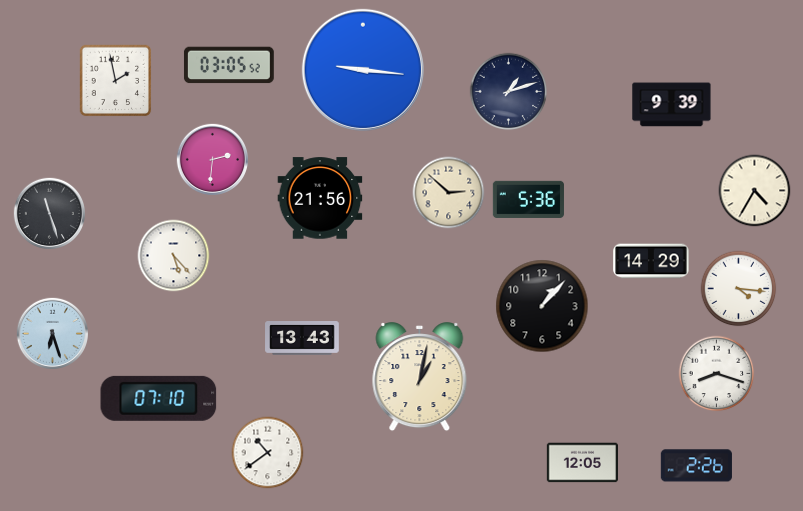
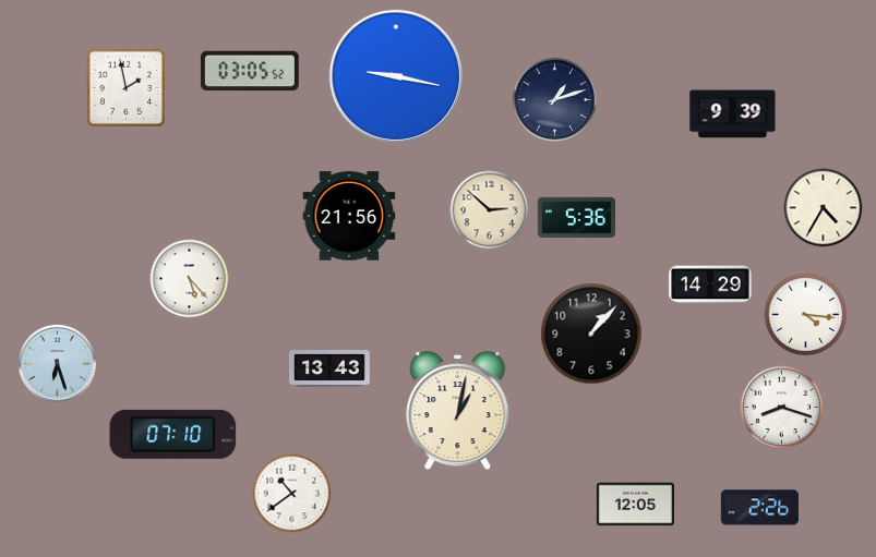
clock at (363, 70): 9:16 -> 9:17
clock at (212, 159): 2:31 -> none
clock at (49, 213): 11:27 -> none
